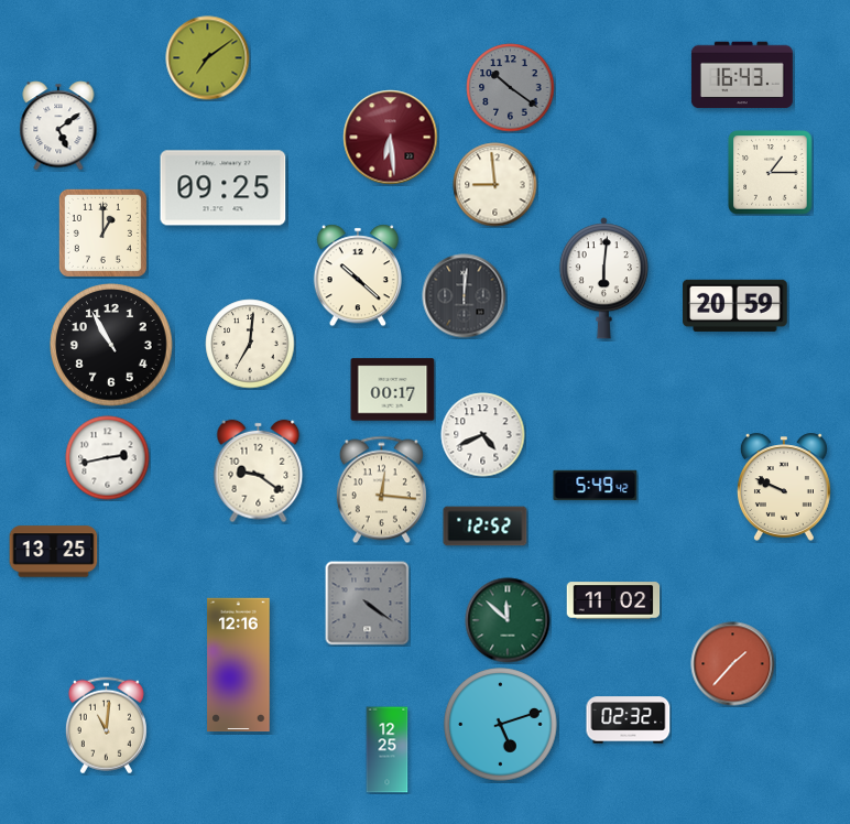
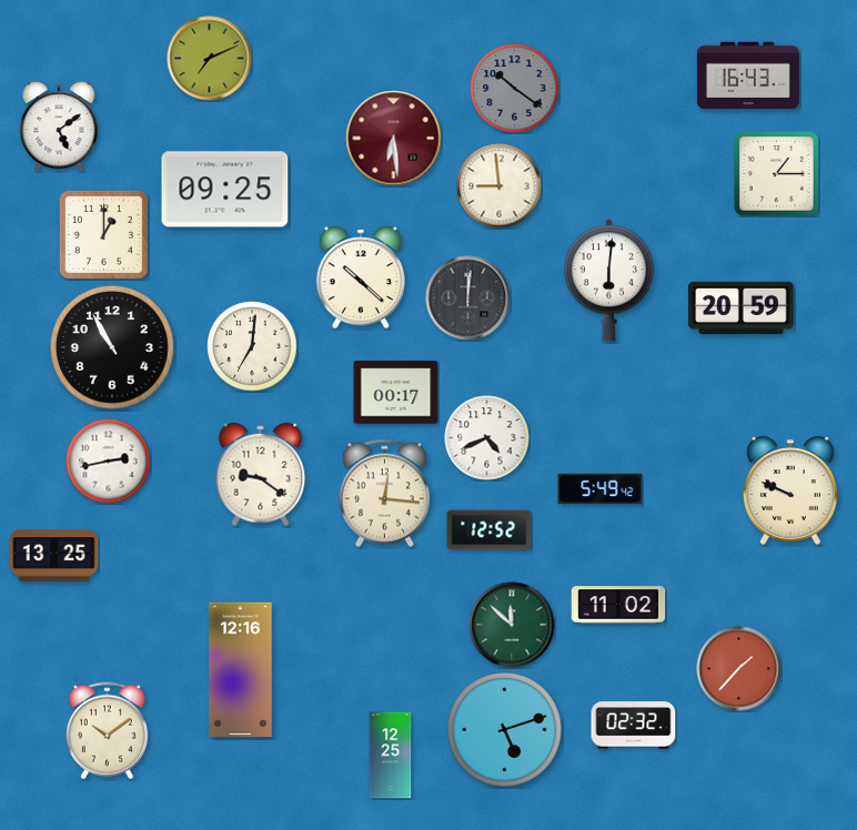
clock at (208, 58): 7:09 -> 7:11
clock at (368, 604): 4:21 -> none
clock at (106, 726): 11:01 -> 10:09
